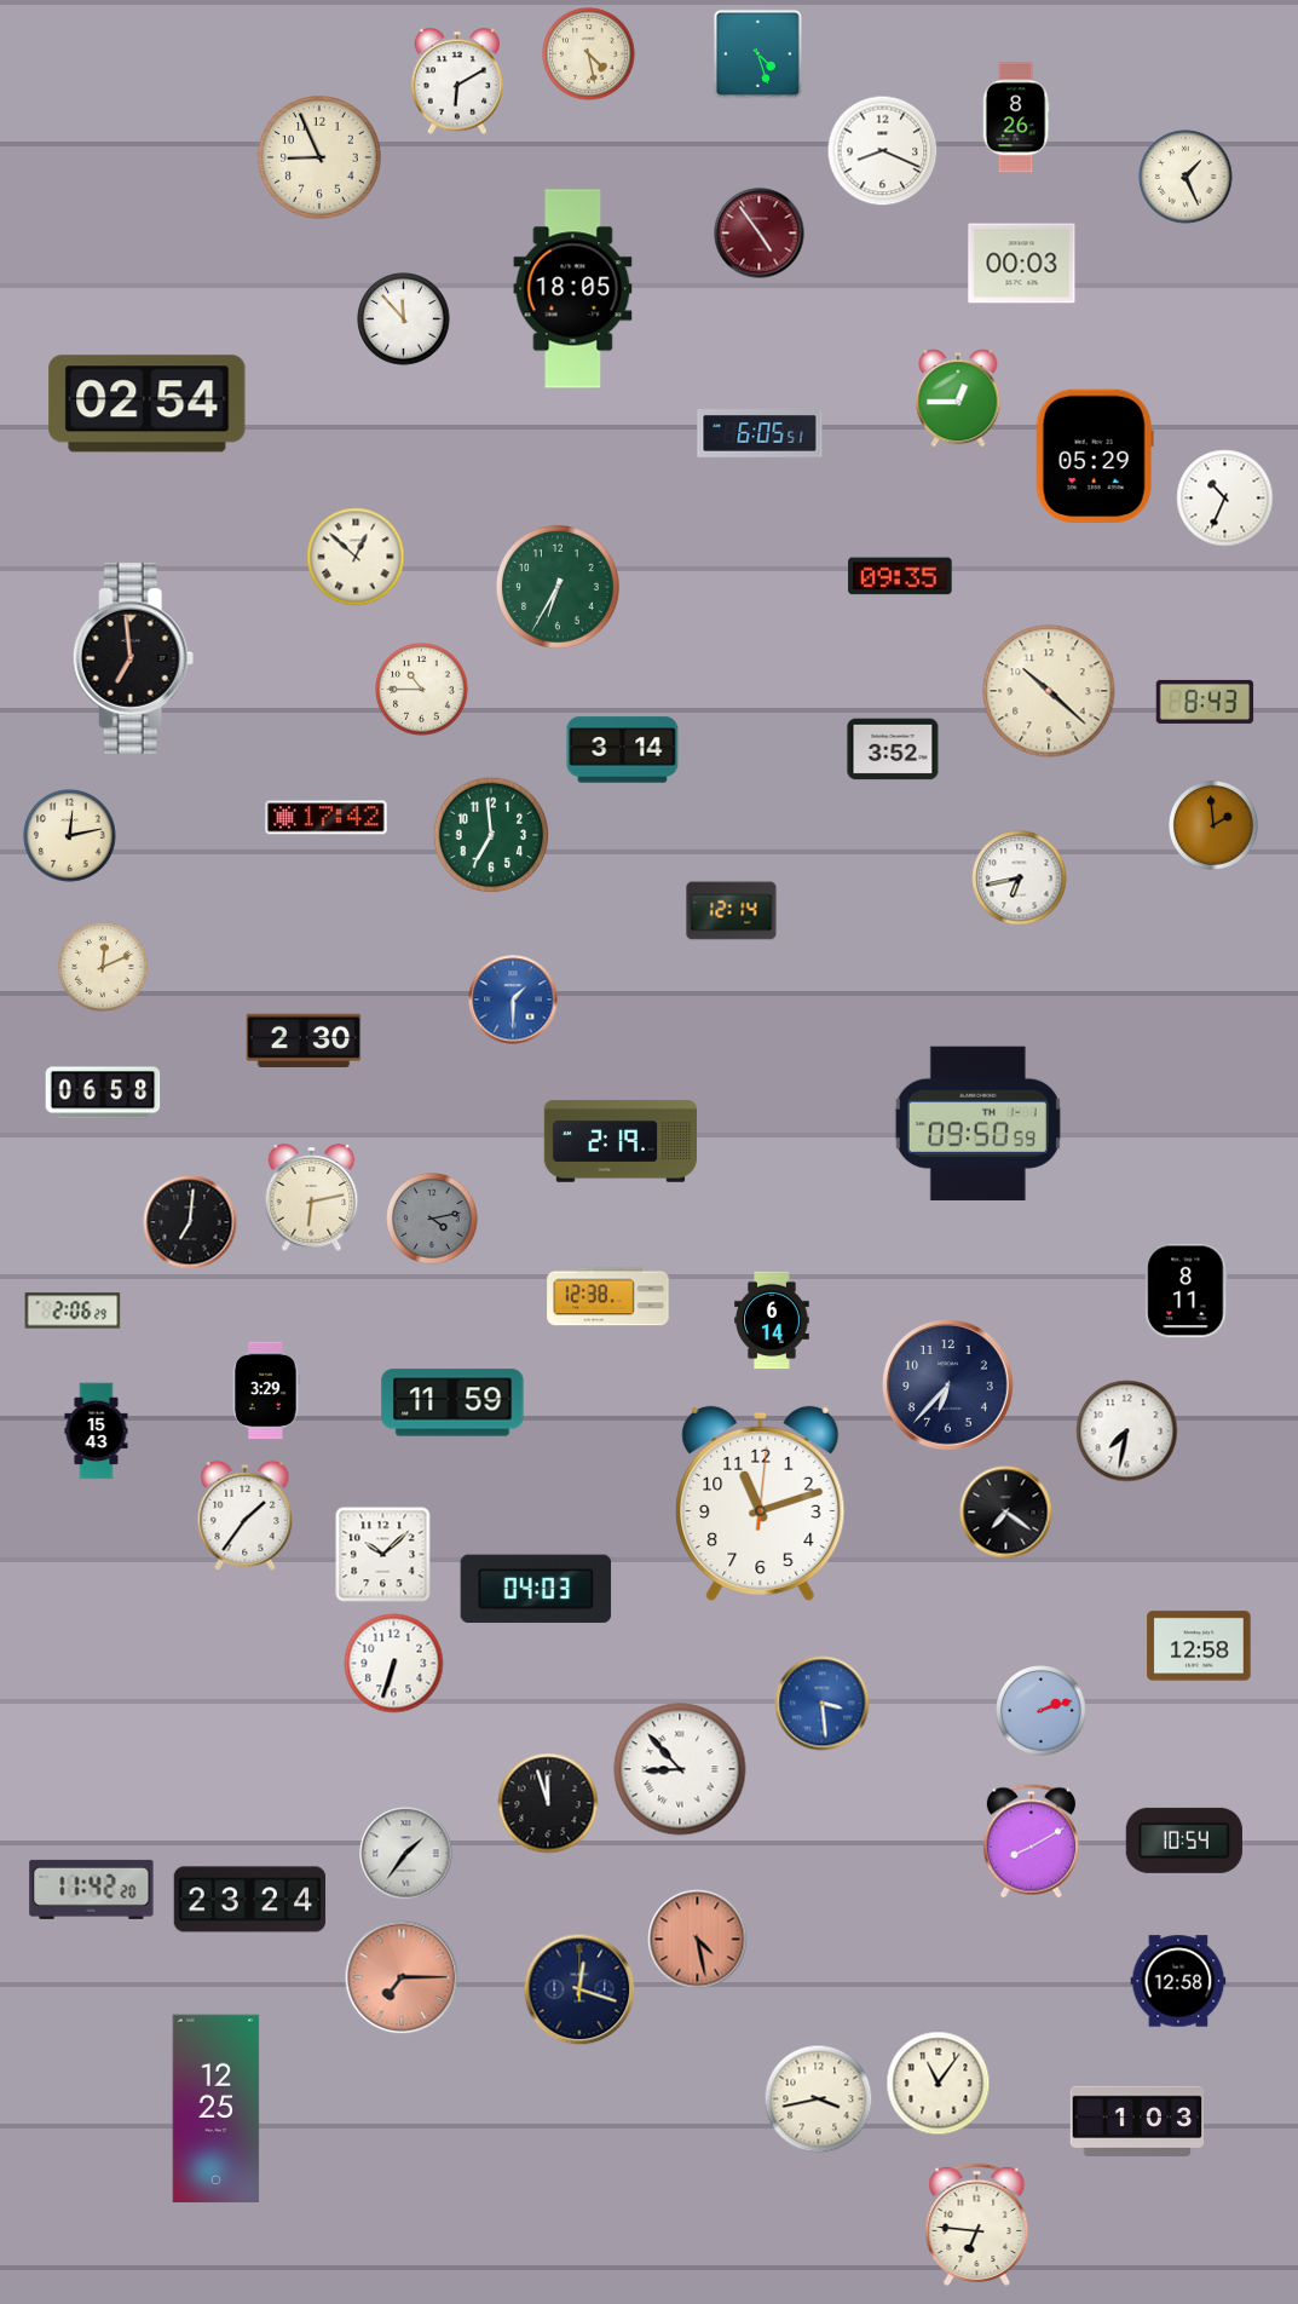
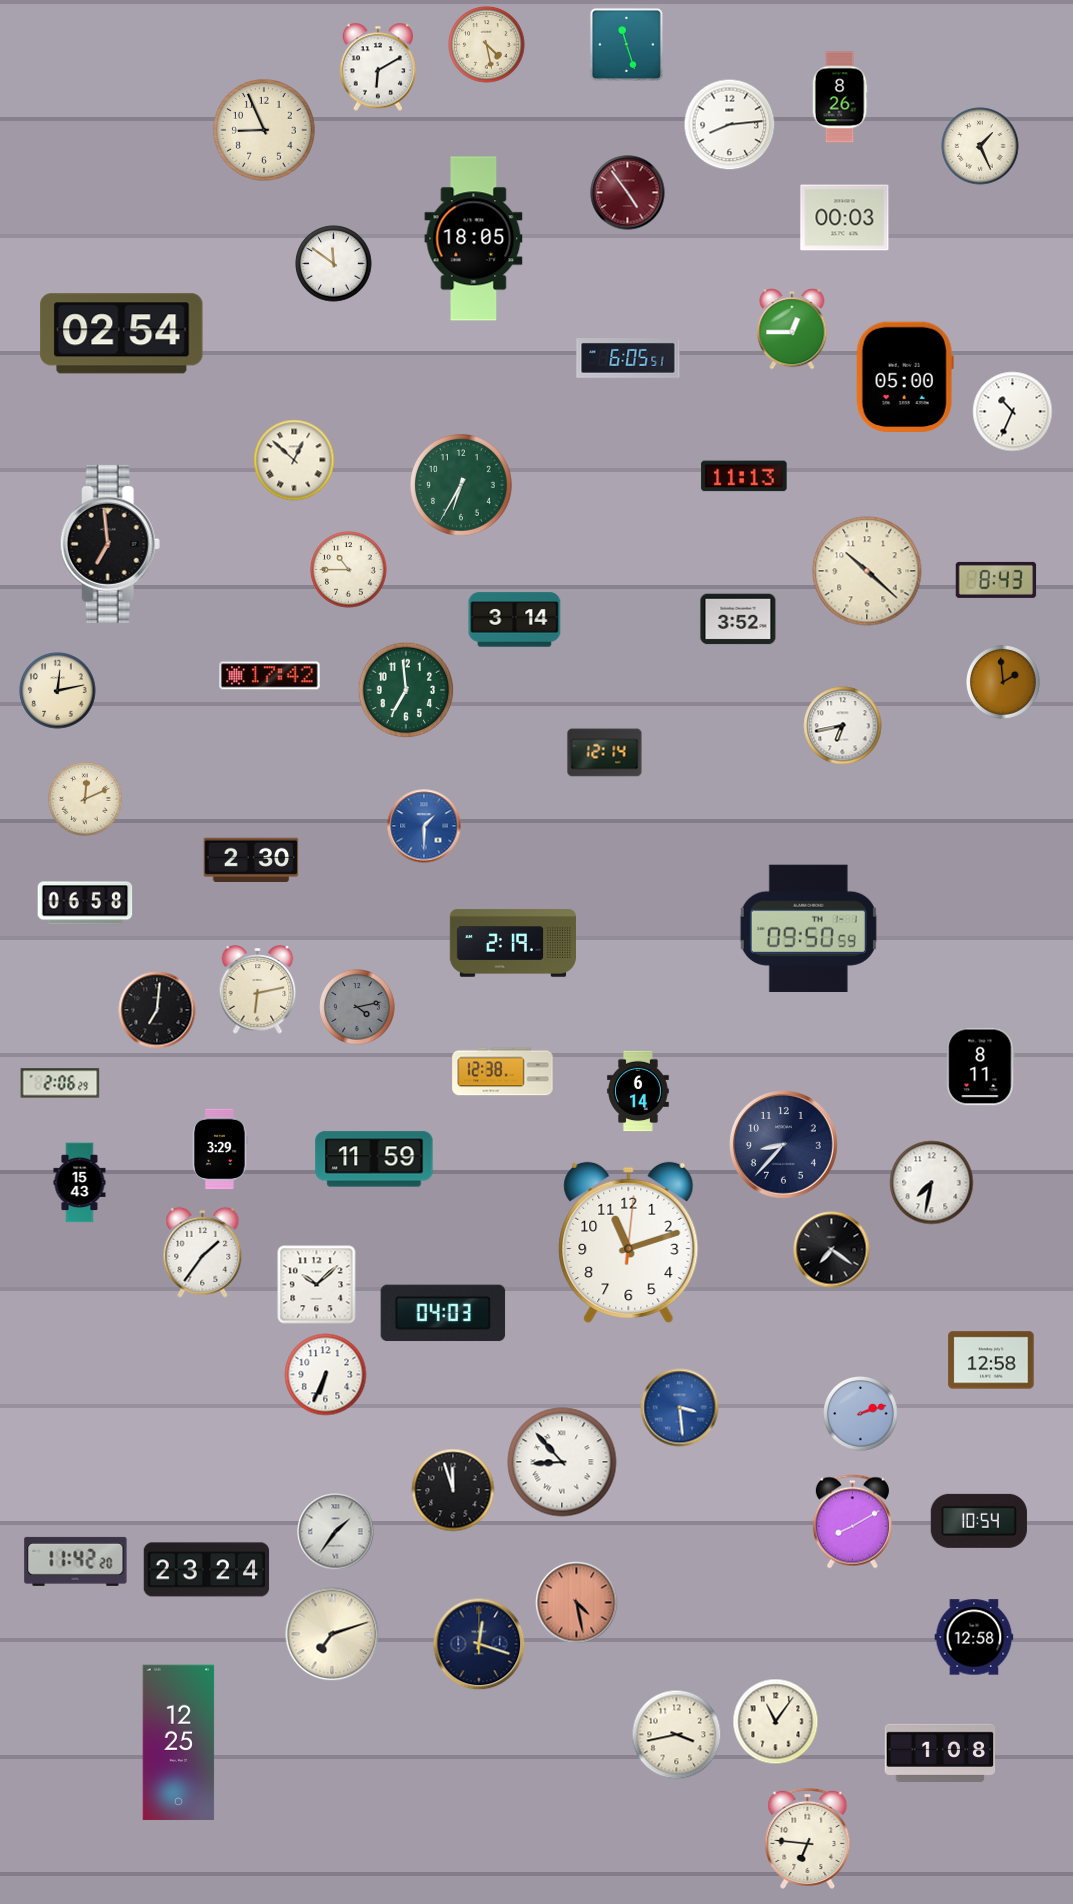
clock at (757, 53): 4:27 -> 11:27
clock at (883, 151): 8:19 -> 8:14
clock at (404, 319): 11:53 -> 11:51
clock at (1095, 455): 05:29 -> 05:00
clock at (900, 576): 09:35 -> 11:13
clock at (948, 1386): 6:37 -> 8:37
clock at (394, 1664): 6:33 -> 6:34
clock at (402, 1977): 7:15 -> 7:12
clock at (402, 1977) dial: salmon -> cream
clock at (1137, 2120): 1:03 -> 1:08
